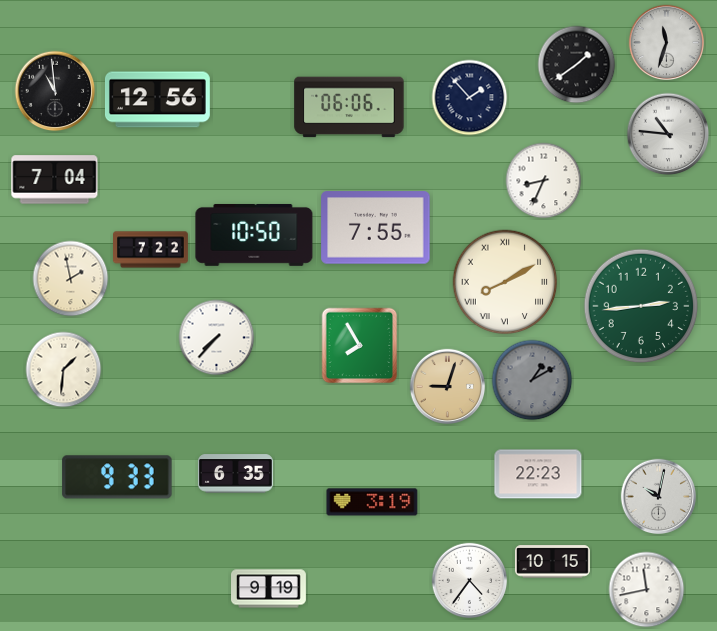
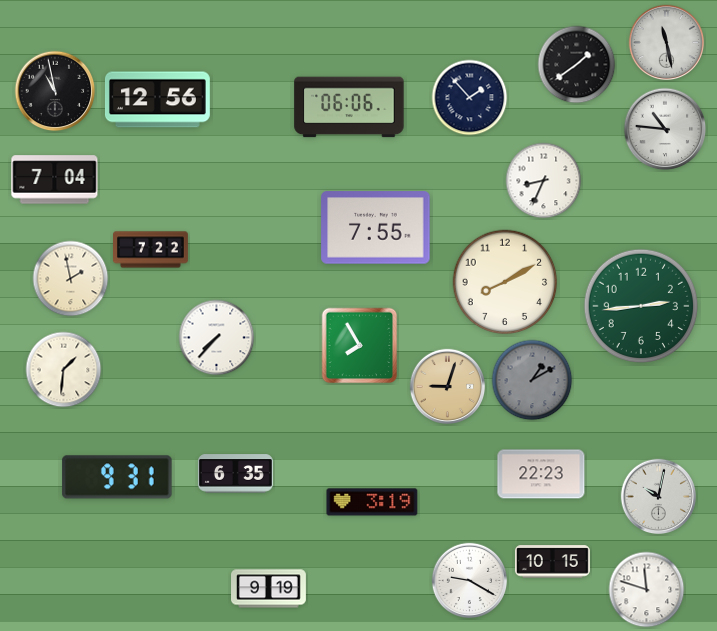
clock at (667, 43): 11:33 -> 11:28
clock at (55, 91): 10:59 -> 10:58
clock at (668, 134) position: (668, 134) -> (665, 129)
clock at (254, 235): 10:50 -> none
clock at (505, 282) numerals: Roman -> Arabic
clock at (538, 474) position: (538, 474) -> (541, 474)
clock at (117, 477): 9:33 -> 9:31
clock at (470, 581): 4:36 -> 9:20
clock at (647, 590): 11:43 -> 11:48
